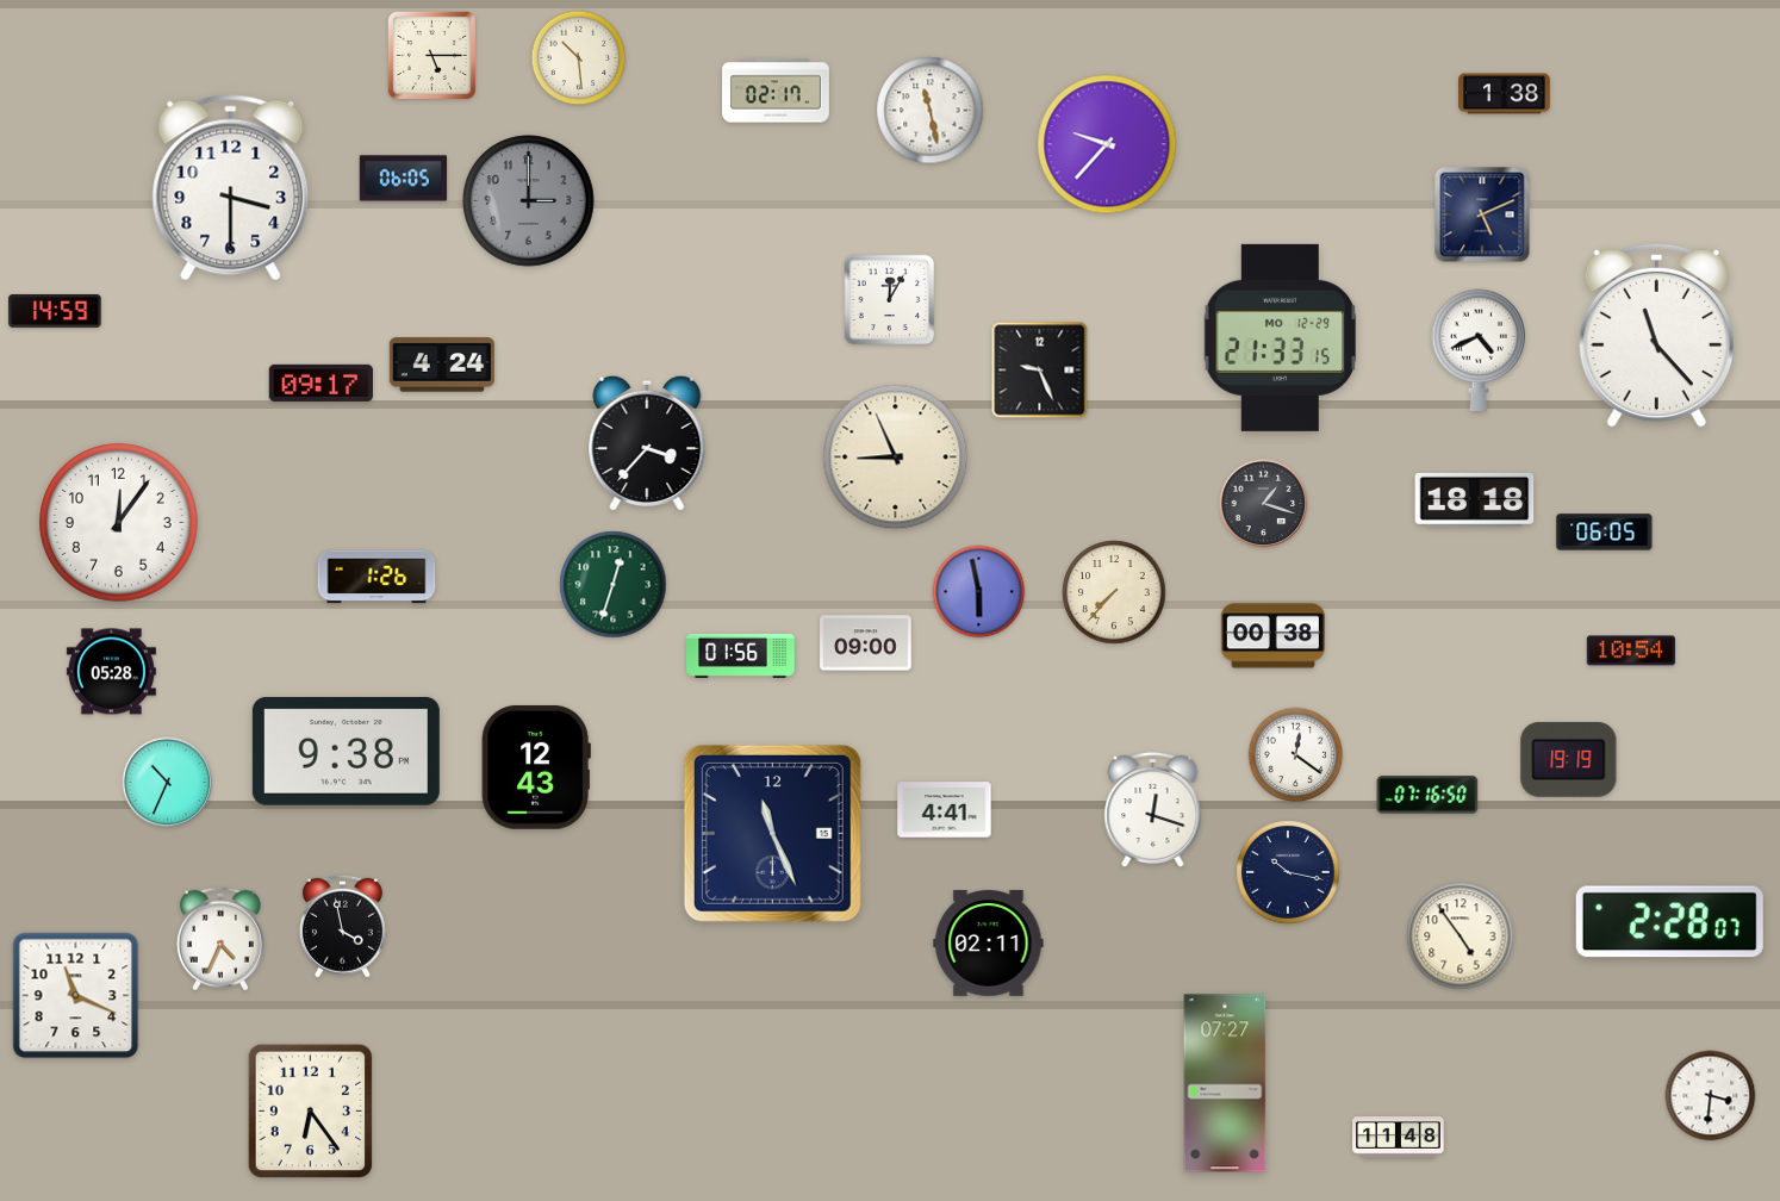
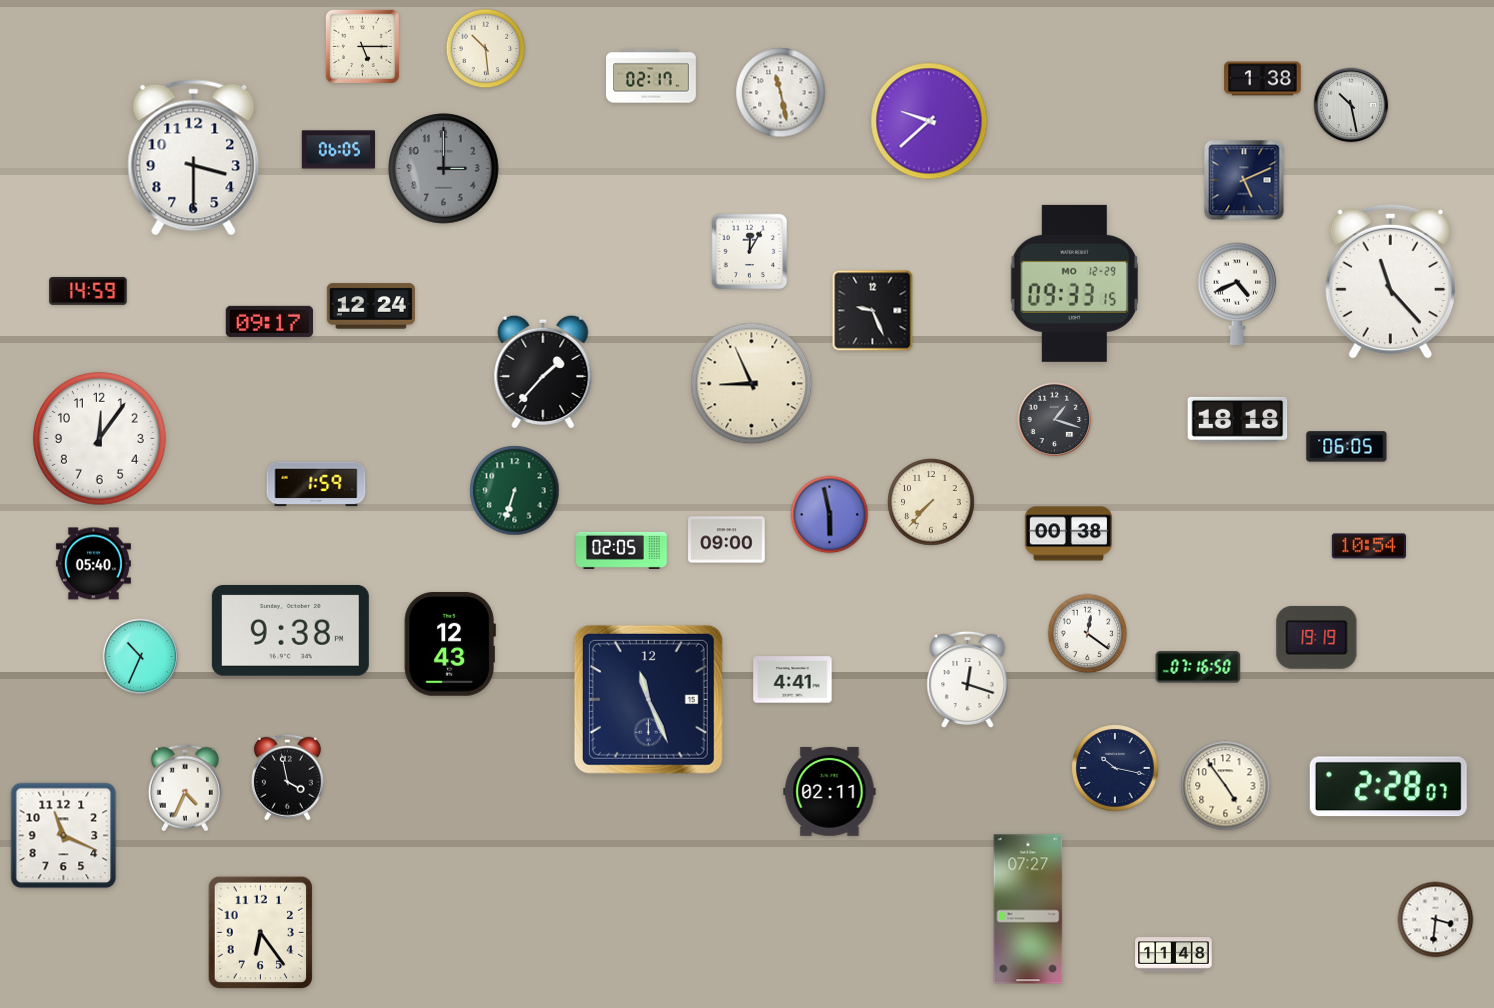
clock at (1351, 105): none -> 10:28
clock at (1107, 144): 9:37 -> 9:38
clock at (890, 300) position: (890, 300) -> (750, 252)
clock at (55, 311) position: (55, 311) -> (88, 291)
clock at (1281, 337): 21:33 -> 09:33
clock at (1479, 350) position: (1479, 350) -> (1237, 294)
clock at (442, 365): 4:24 -> 12:24
clock at (647, 443): 3:37 -> 1:37
clock at (1264, 504) position: (1264, 504) -> (1055, 420)
clock at (376, 577): 1:26 -> 1:59
clock at (614, 585): 12:33 -> 6:33
clock at (979, 592) position: (979, 592) -> (830, 515)
clock at (1114, 592) position: (1114, 592) -> (931, 502)
clock at (741, 655): 01:56 -> 02:05
clock at (111, 672): 05:28 -> 05:40
clock at (1288, 872) position: (1288, 872) -> (1115, 768)
clock at (1669, 922) position: (1669, 922) -> (1388, 787)
